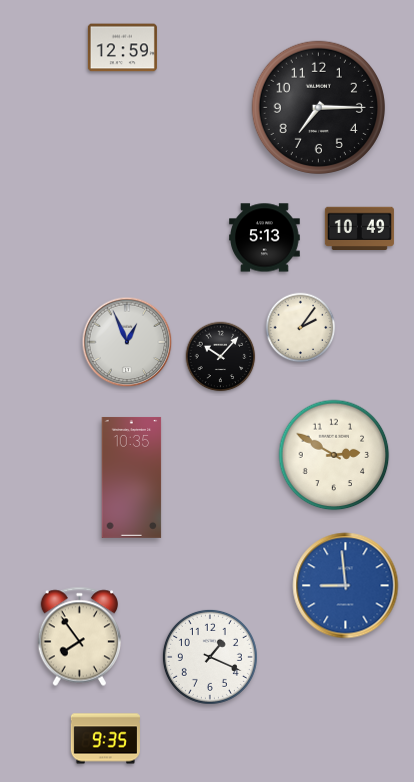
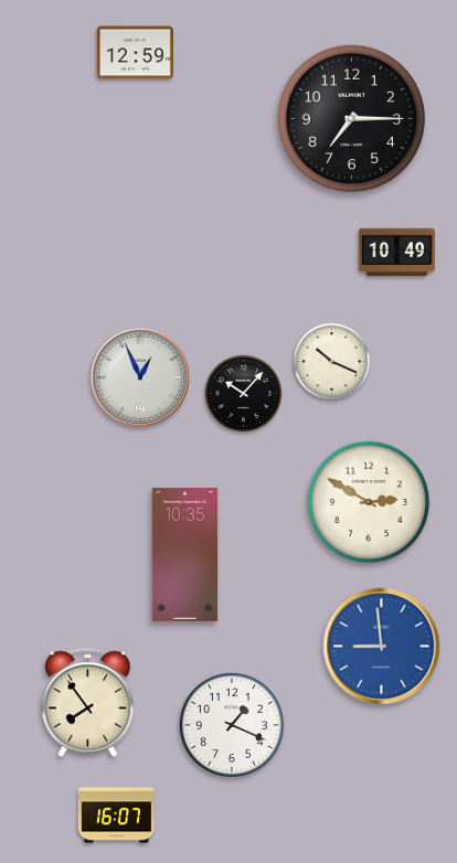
clock at (265, 238): 5:13 -> none
clock at (301, 328): 2:06 -> 10:19
clock at (132, 477) position: (132, 477) -> (185, 554)
clock at (105, 739): 9:35 -> 16:07
